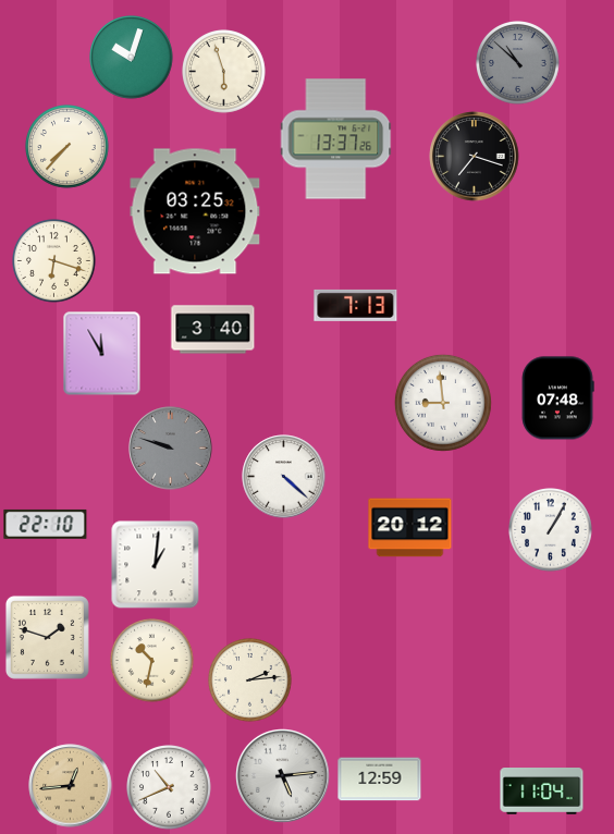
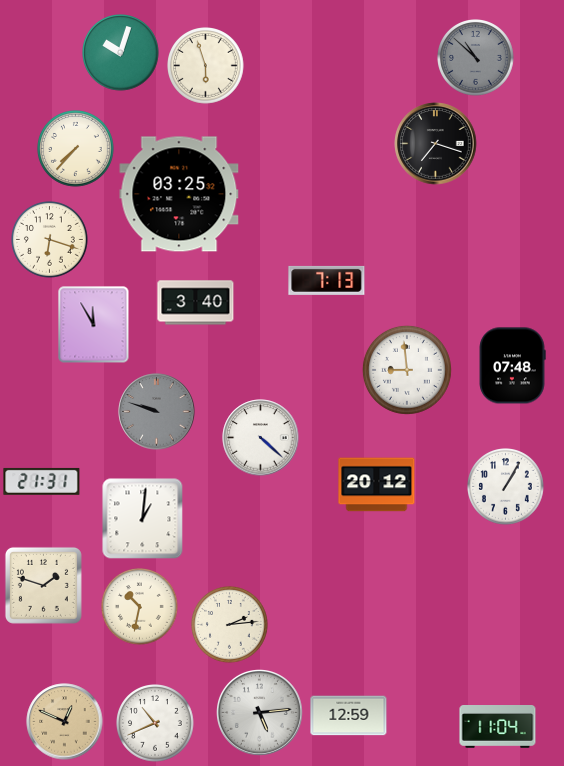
clock at (336, 139): 13:37 -> none
clock at (67, 147) position: (67, 147) -> (76, 149)
clock at (46, 524): 22:10 -> 21:31
clock at (71, 786): 12:44 -> 12:49
